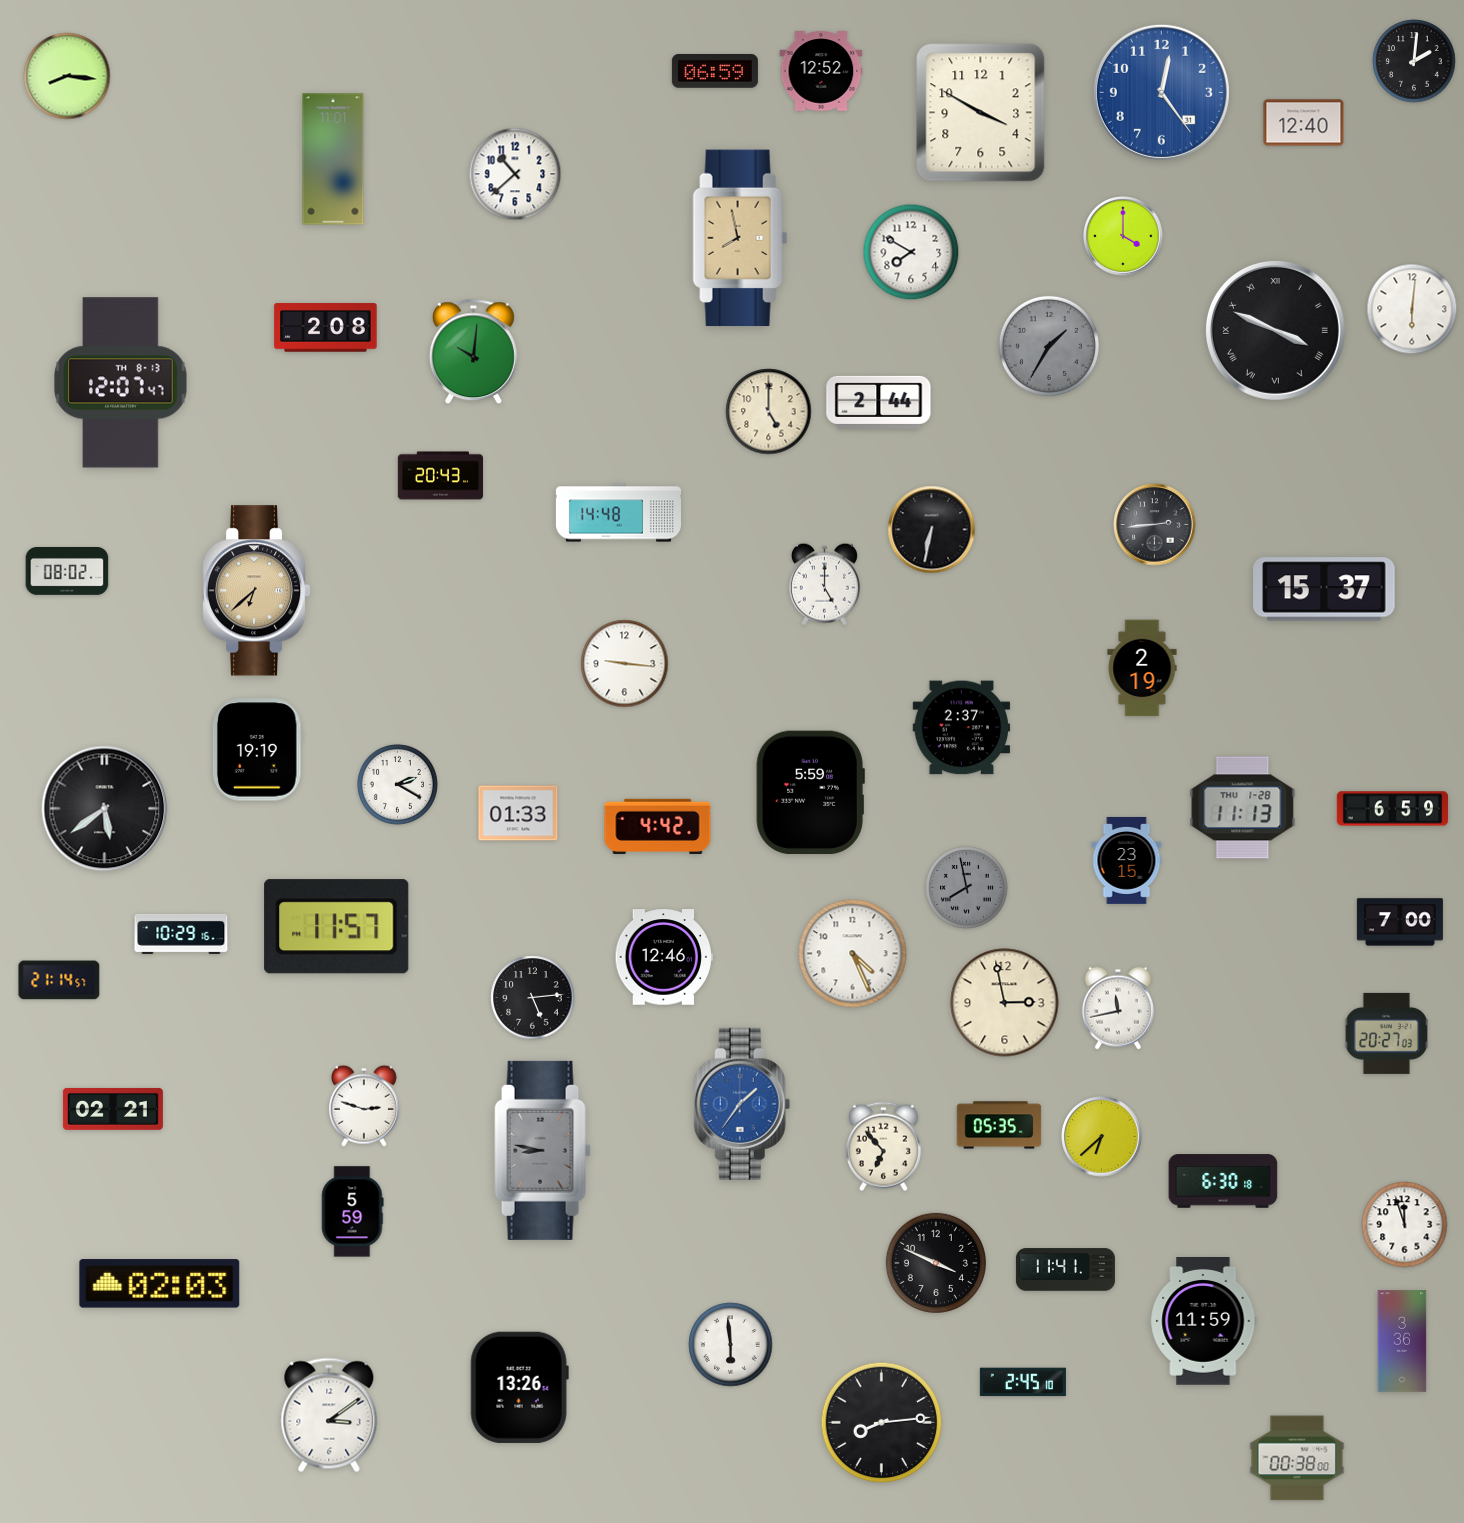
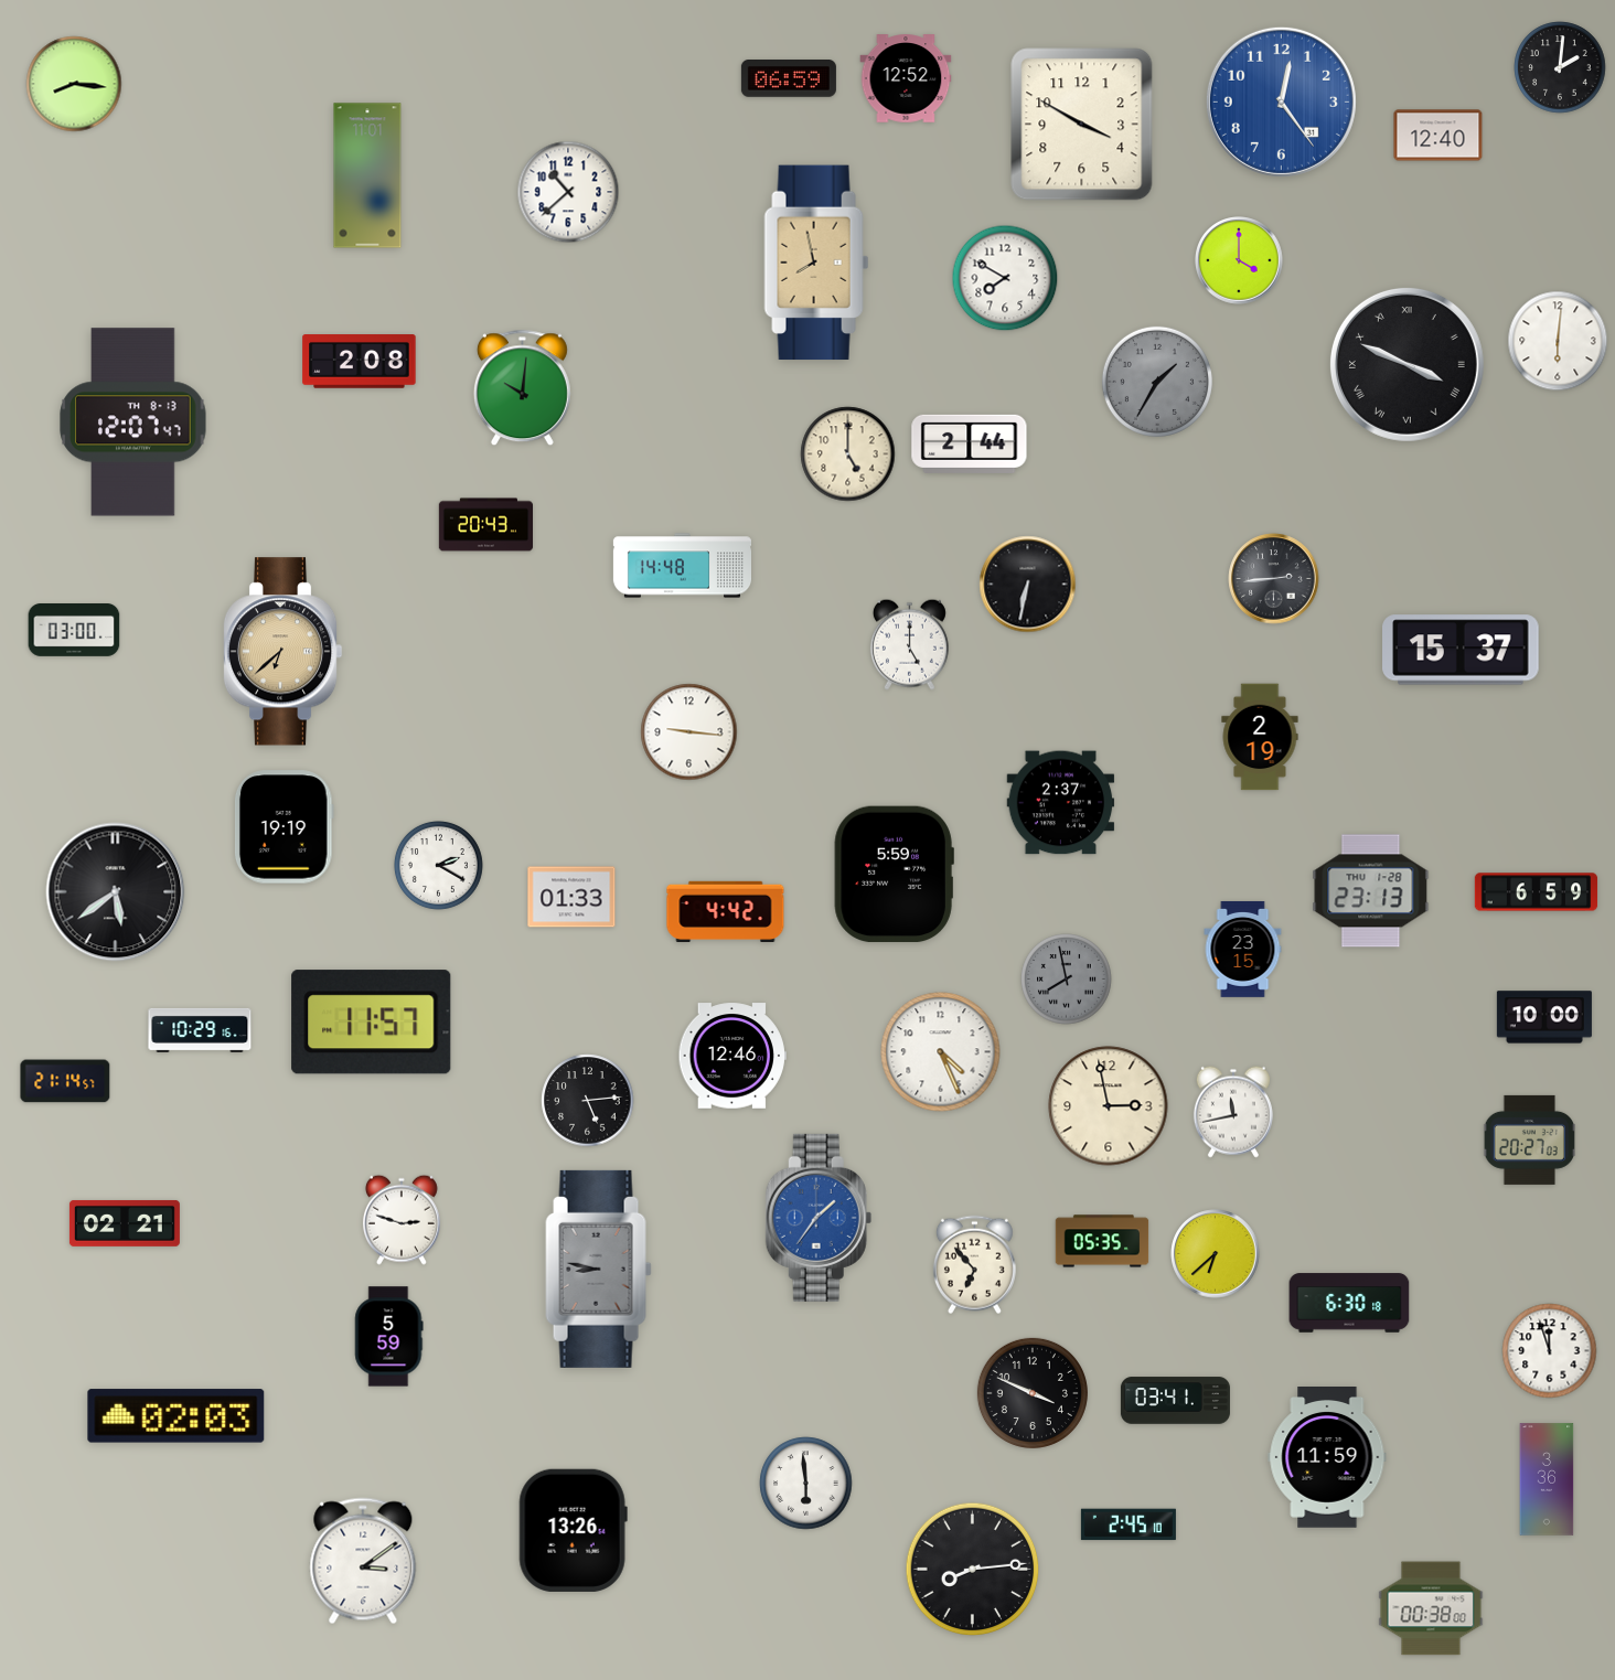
clock at (67, 572): 08:02 -> 03:00
clock at (1243, 808): 11:13 -> 23:13
clock at (1400, 922): 7:00 -> 10:00
clock at (1065, 1270): 11:41 -> 03:41
